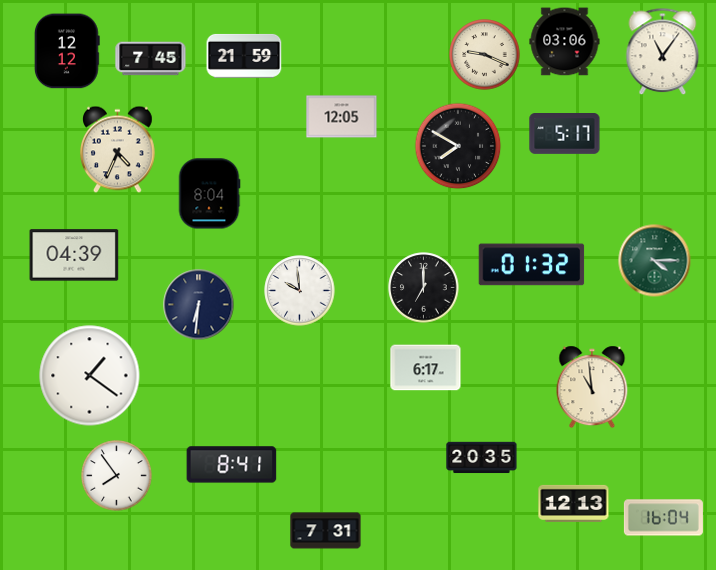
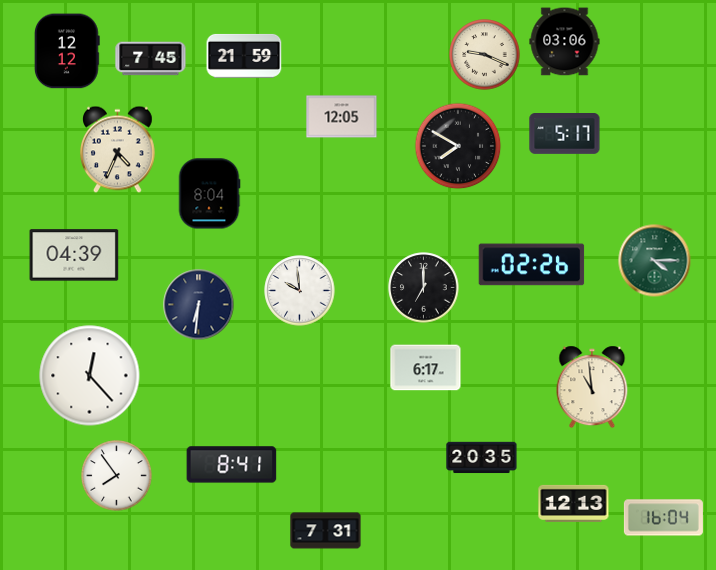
clock at (663, 52): 11:06 -> none
clock at (532, 265): 01:32 -> 02:26
clock at (90, 376): 1:21 -> 12:23
